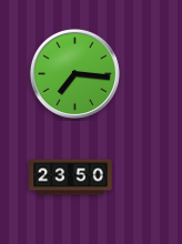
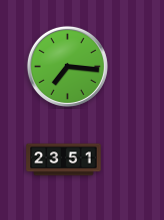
clock at (71, 177): 23:50 -> 23:51
